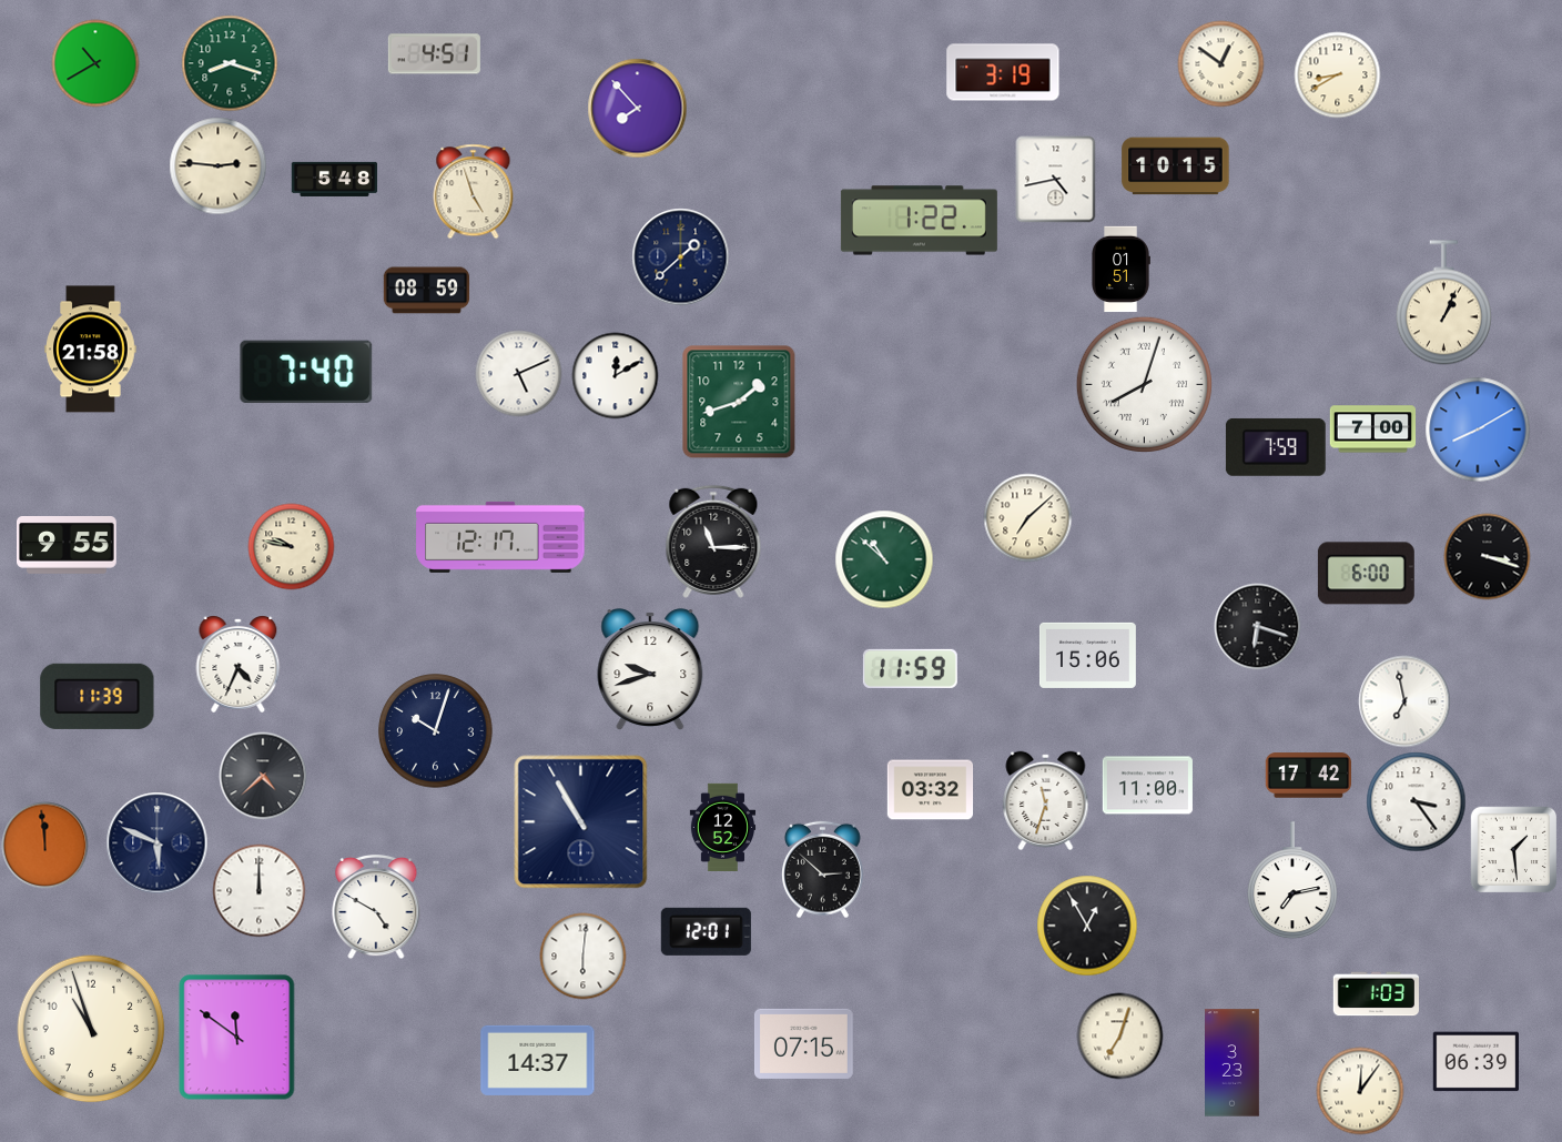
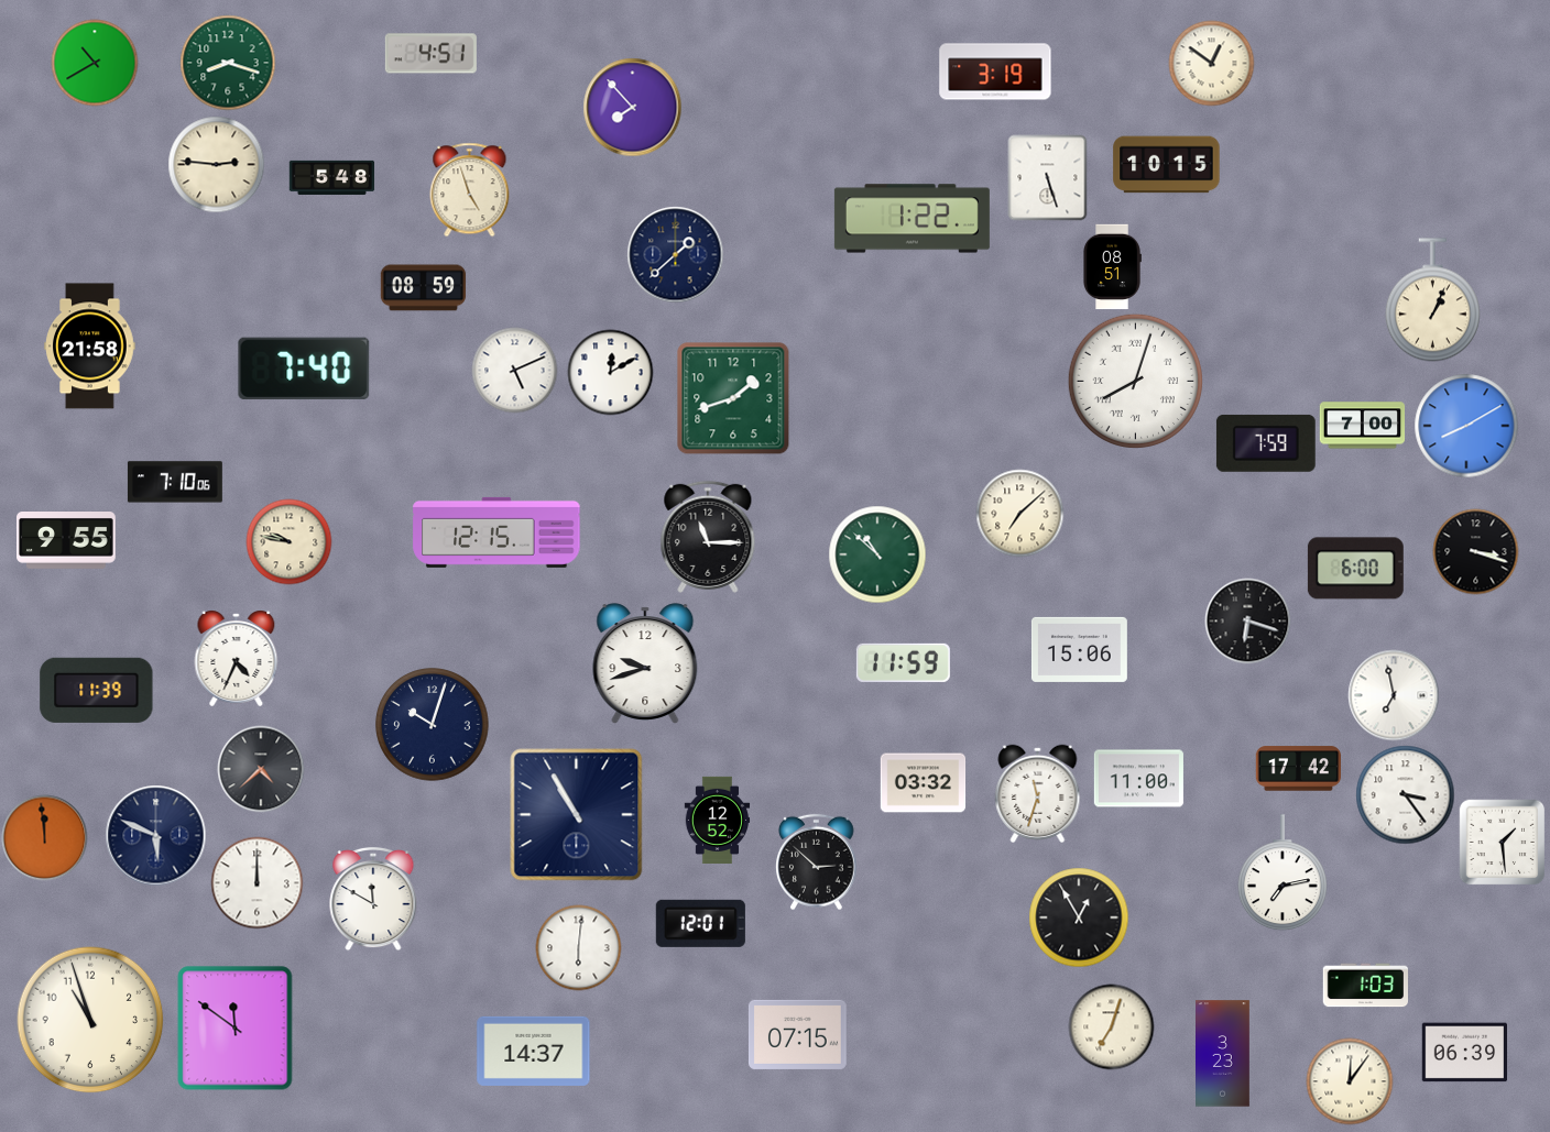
clock at (1337, 74): 8:40 -> none
clock at (1056, 179): 4:43 -> 5:27
clock at (1120, 269): 01:51 -> 08:51
clock at (175, 482): none -> 7:10
clock at (500, 537): 12:17 -> 12:15
clock at (376, 907): 4:50 -> 11:50
